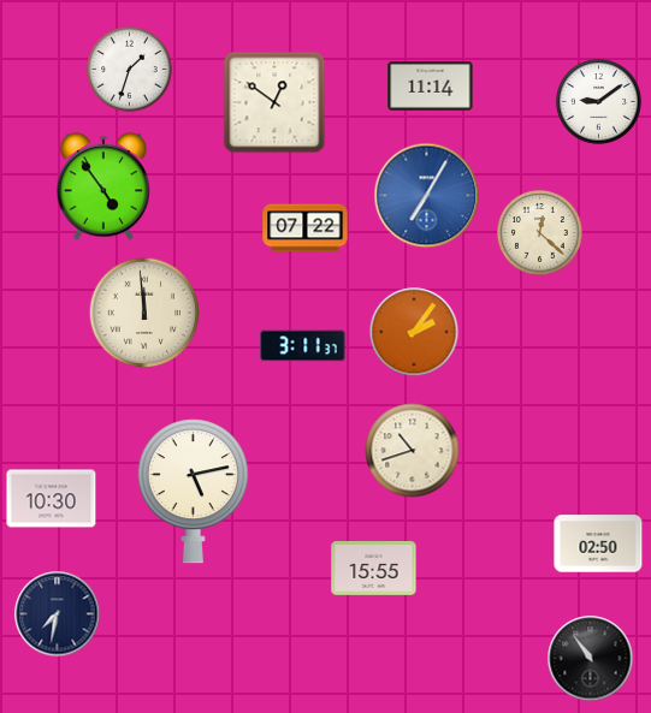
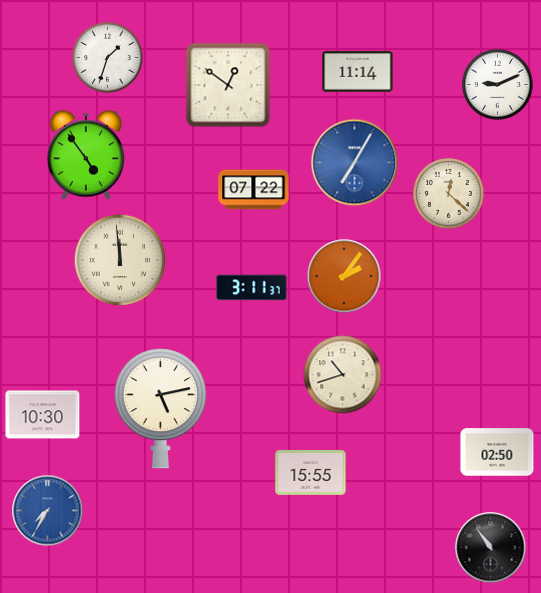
clock at (599, 102): 9:09 -> 9:11
clock at (58, 614): 7:32 -> 7:35
clock at (58, 614) dial: navy -> blue
